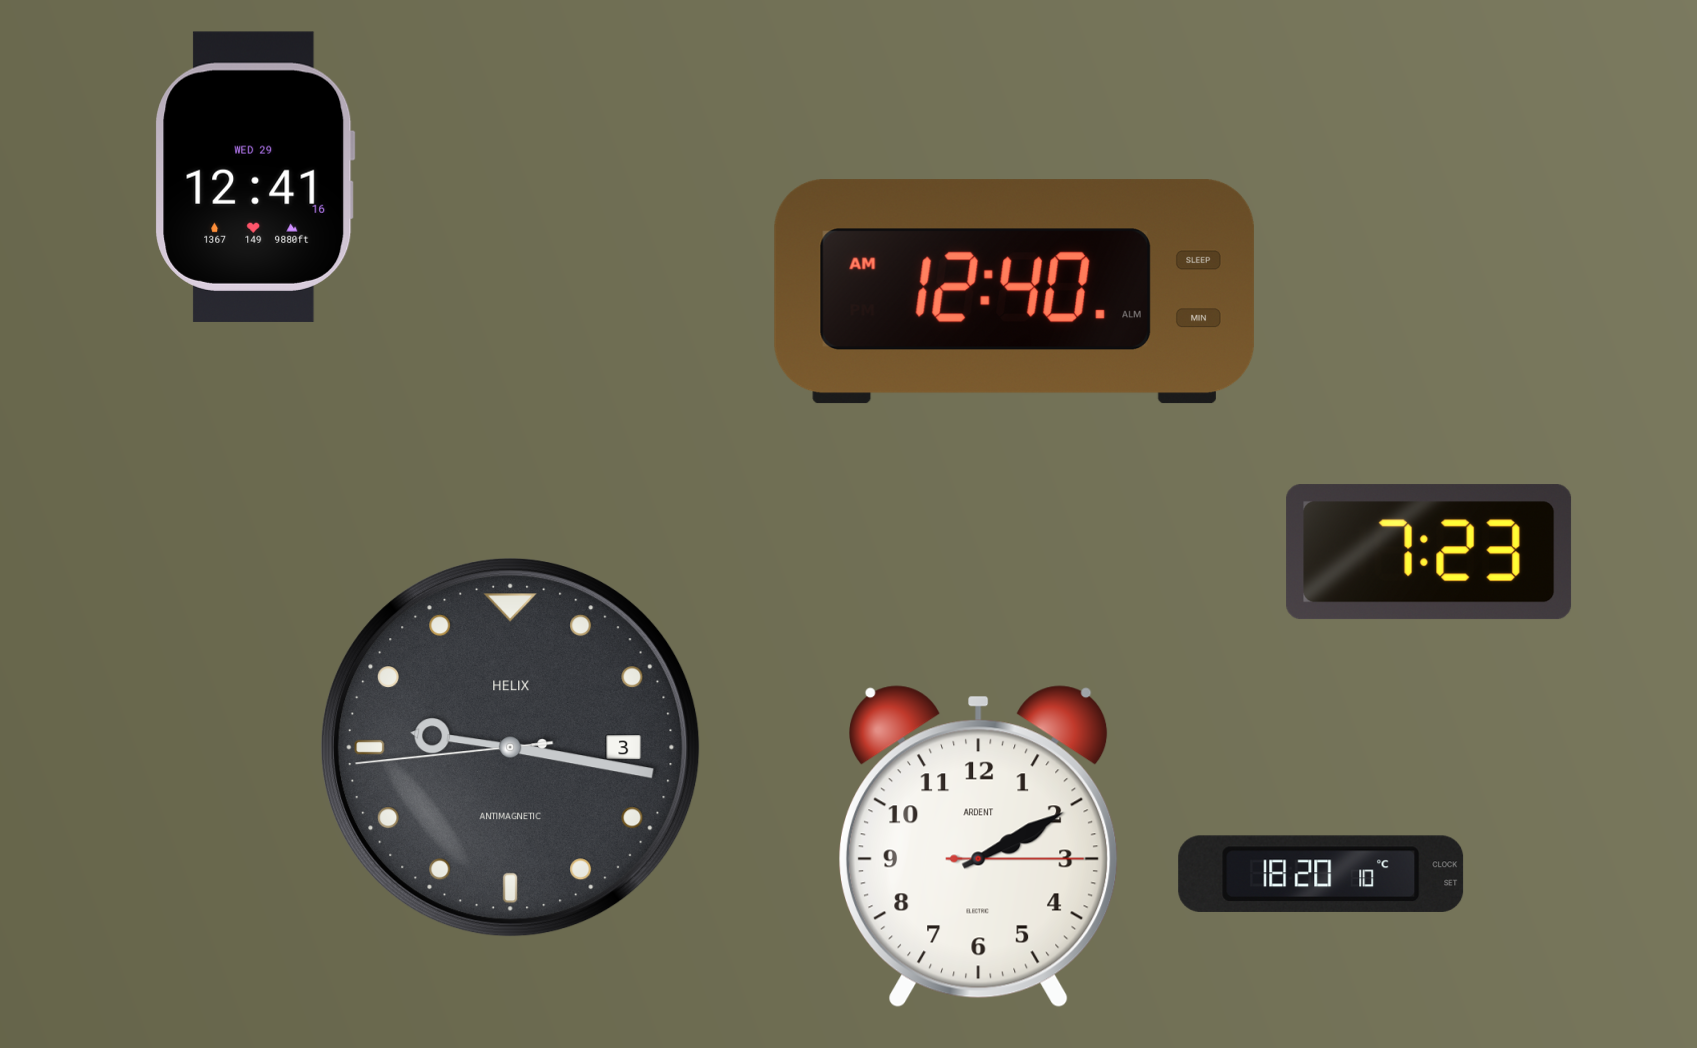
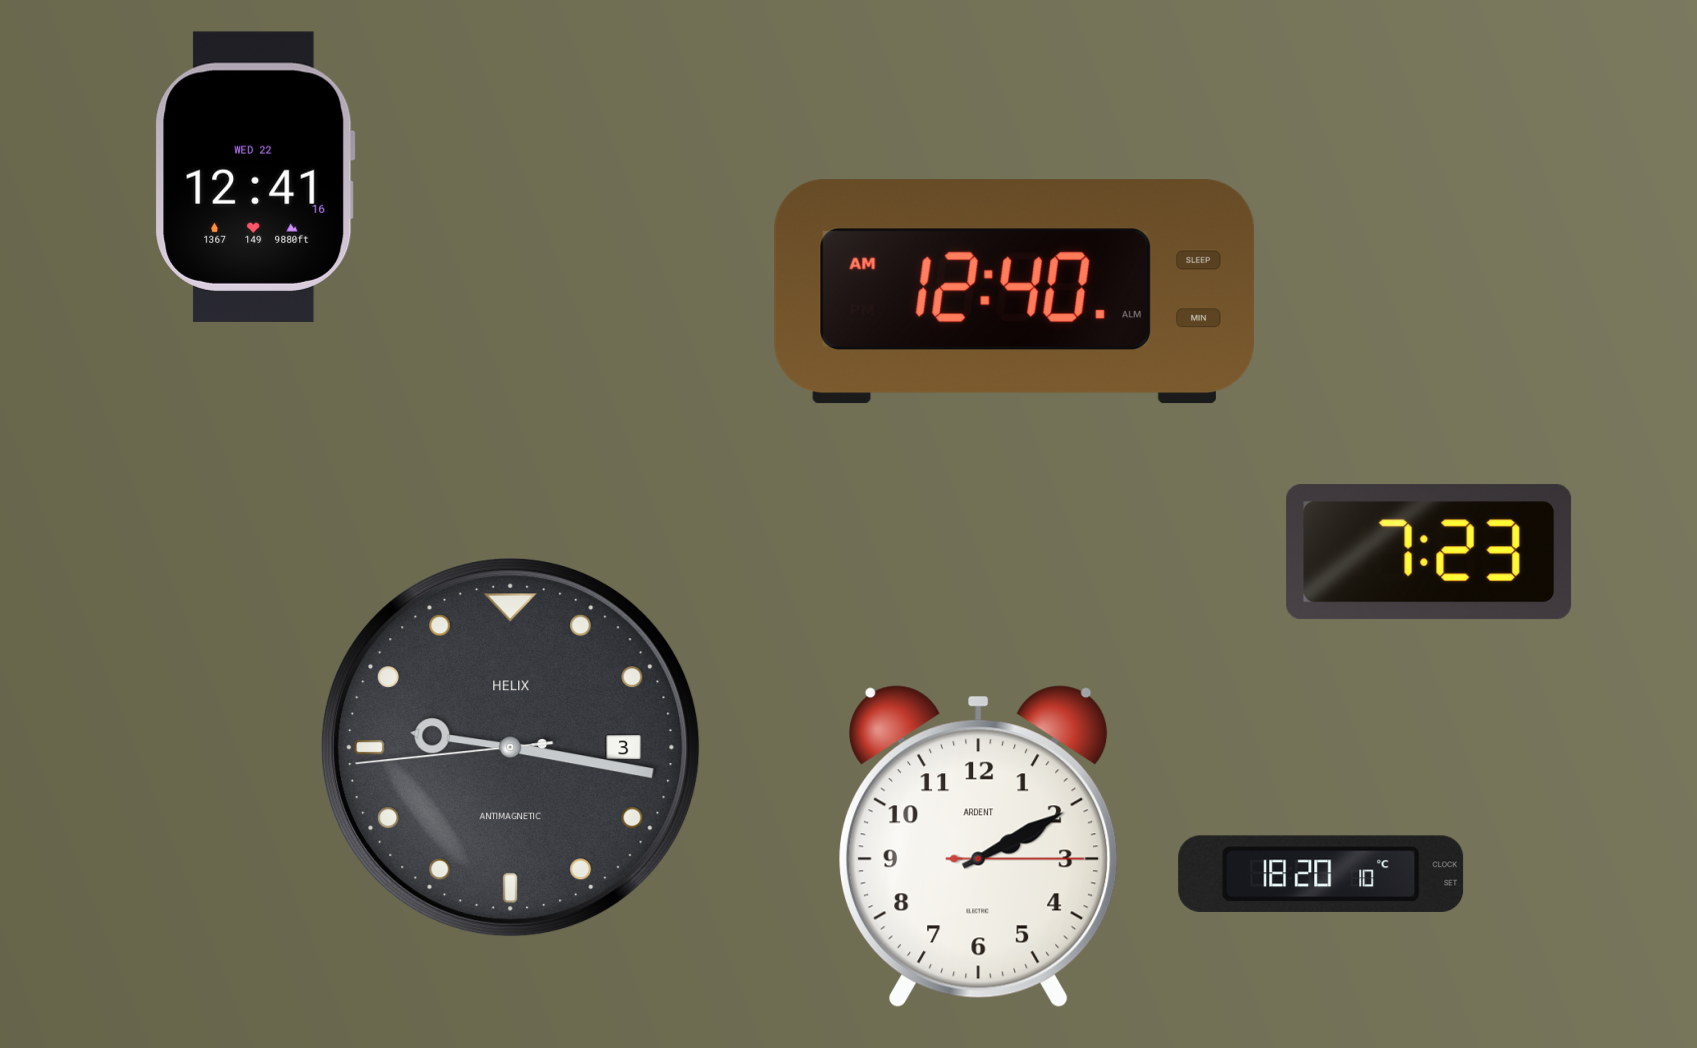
clock at (255, 177) date: WED 29 -> WED 22
